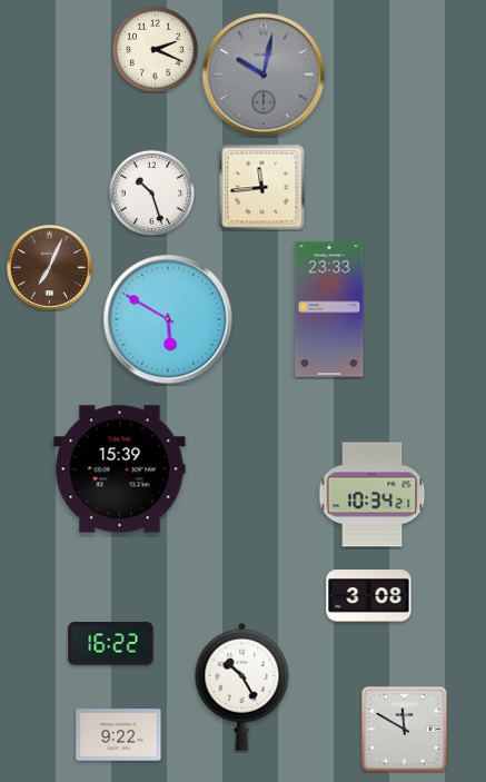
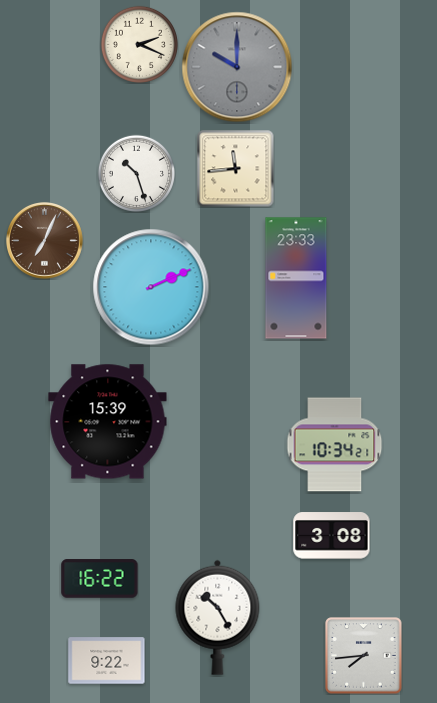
clock at (264, 75): 10:02 -> 10:00
clock at (168, 319): 5:50 -> 2:11
clock at (405, 730): 11:50 -> 7:44
